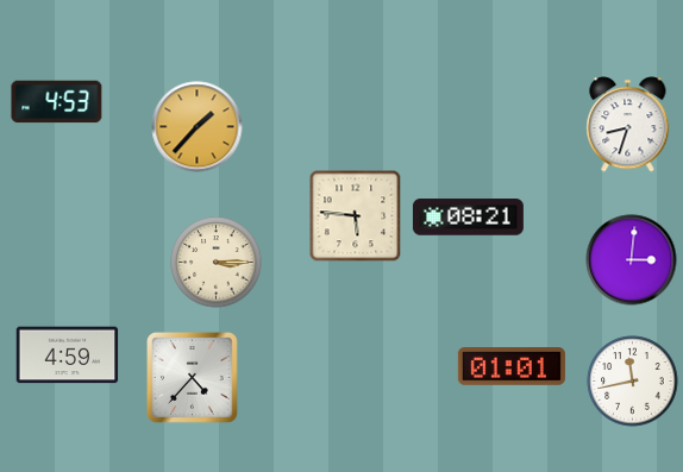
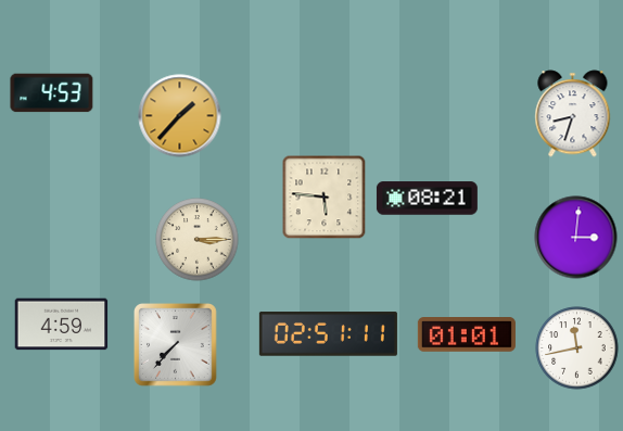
clock at (328, 334): none -> 02:51
clock at (193, 378): 4:37 -> 7:37
